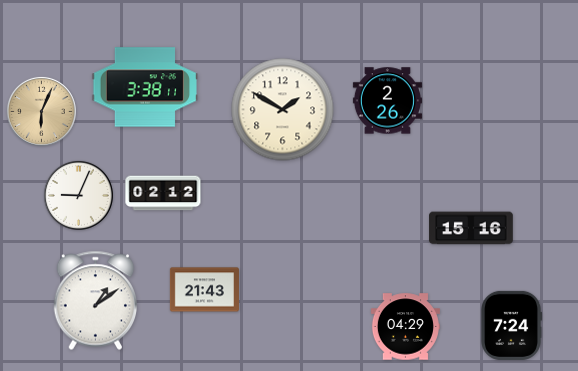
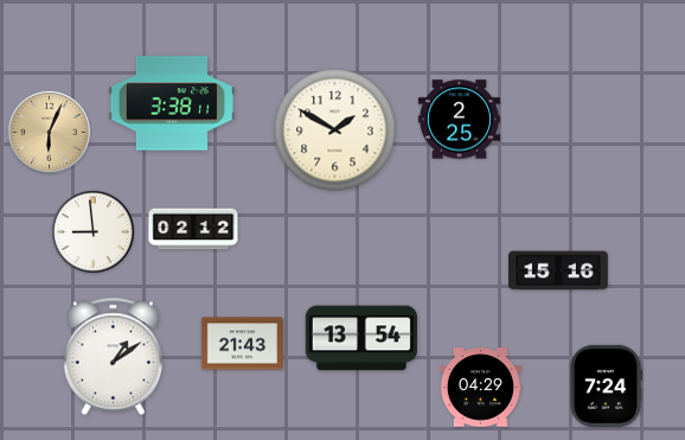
clock at (387, 101): 2:26 -> 2:25
clock at (78, 195): 9:04 -> 8:59
clock at (361, 338): none -> 13:54
